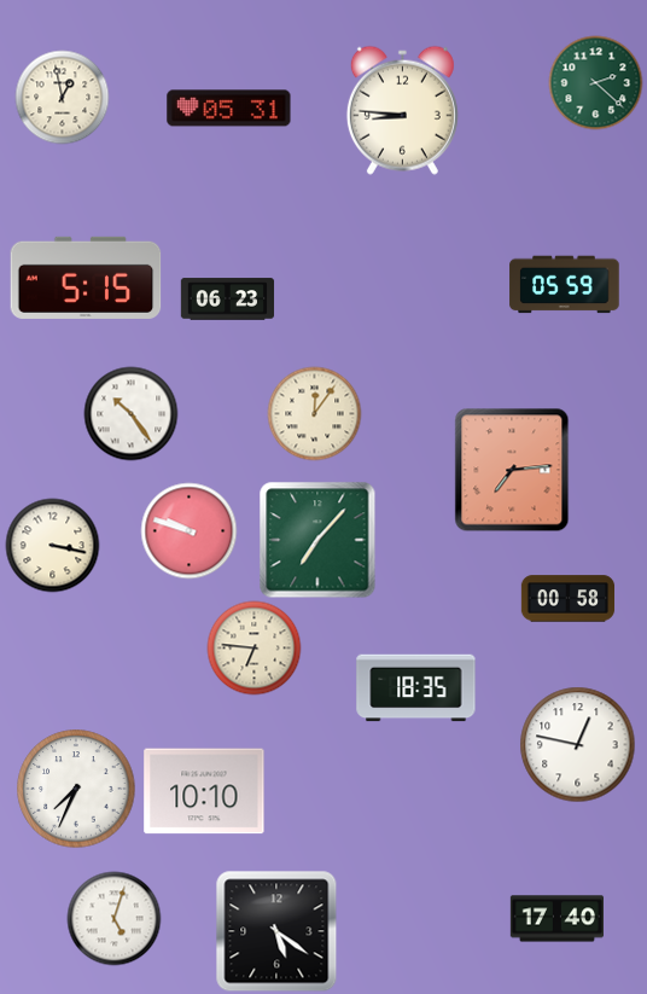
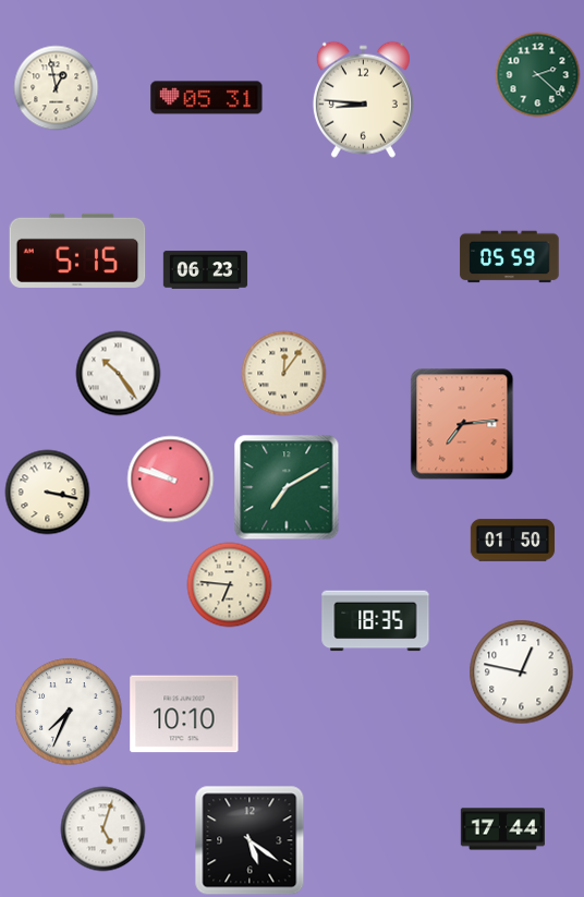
clock at (317, 540): 7:07 -> 7:10
clock at (567, 599): 00:58 -> 01:50
clock at (556, 919): 17:40 -> 17:44
